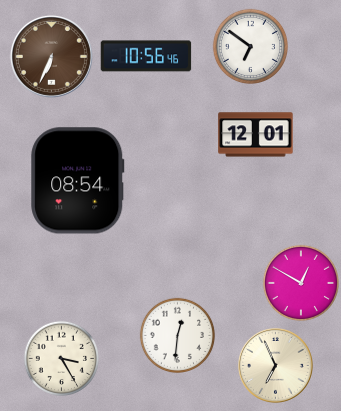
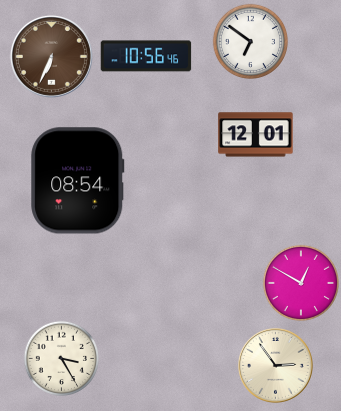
clock at (250, 46) position: (250, 46) -> (250, 41)
clock at (177, 335): 12:31 -> none
clock at (276, 366): 6:56 -> 2:54
